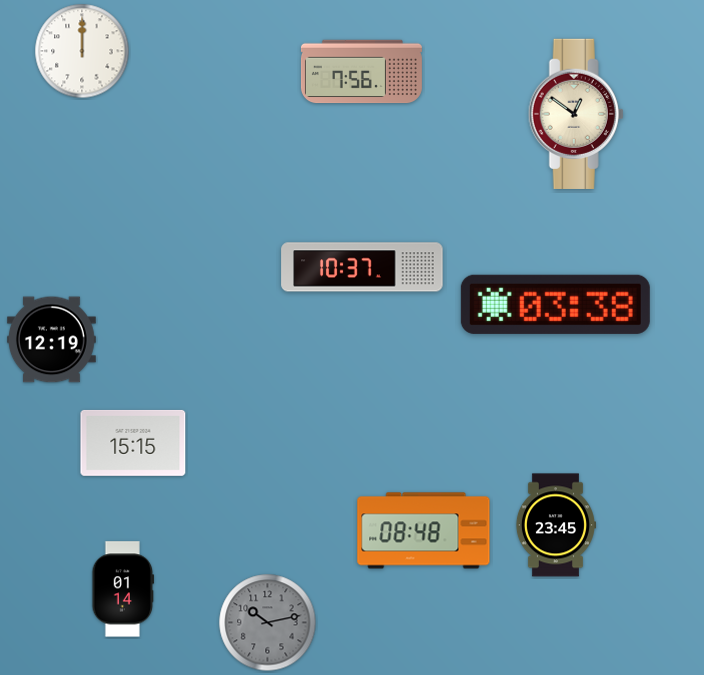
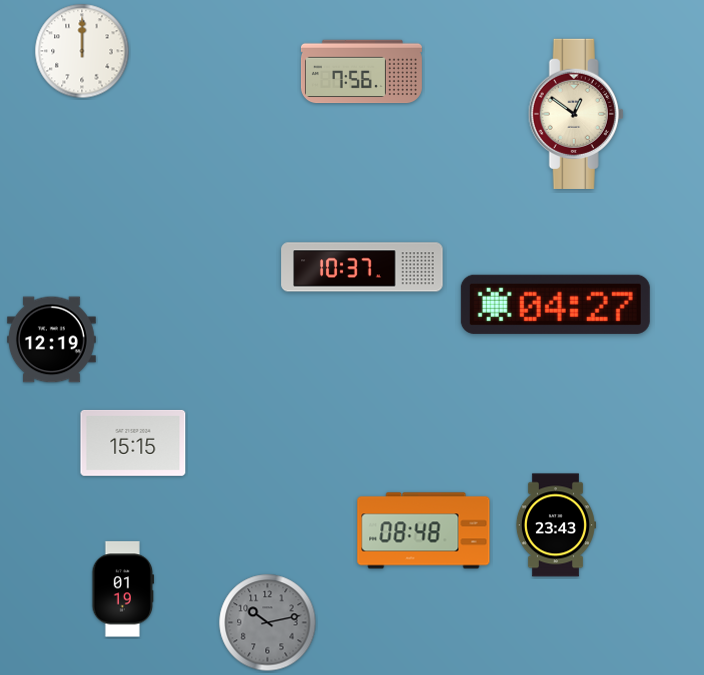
clock at (555, 304): 03:38 -> 04:27
clock at (555, 525): 23:45 -> 23:43
clock at (123, 589): 01:14 -> 01:19
